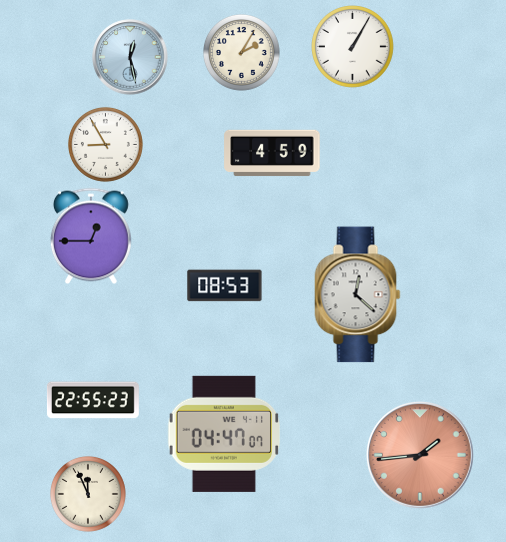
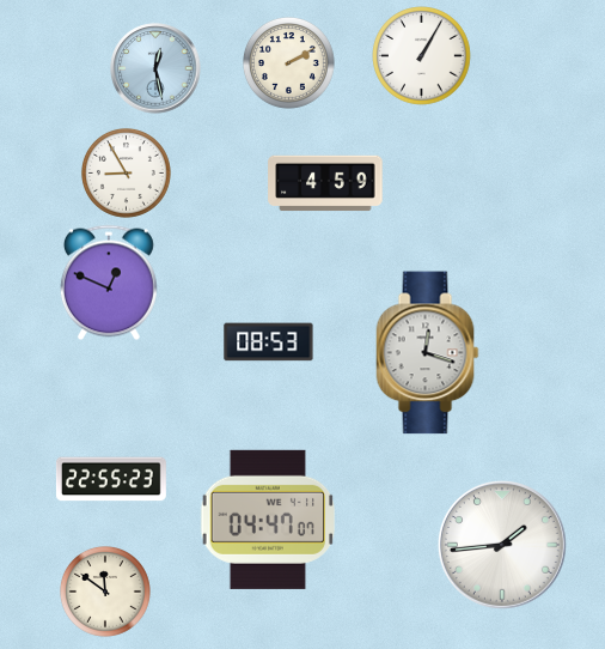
clock at (242, 53): 2:05 -> 2:10
clock at (91, 236): 12:45 -> 12:49
clock at (358, 295): 12:22 -> 12:18
clock at (420, 455) dial: salmon -> white
clock at (88, 494): 11:56 -> 11:51
